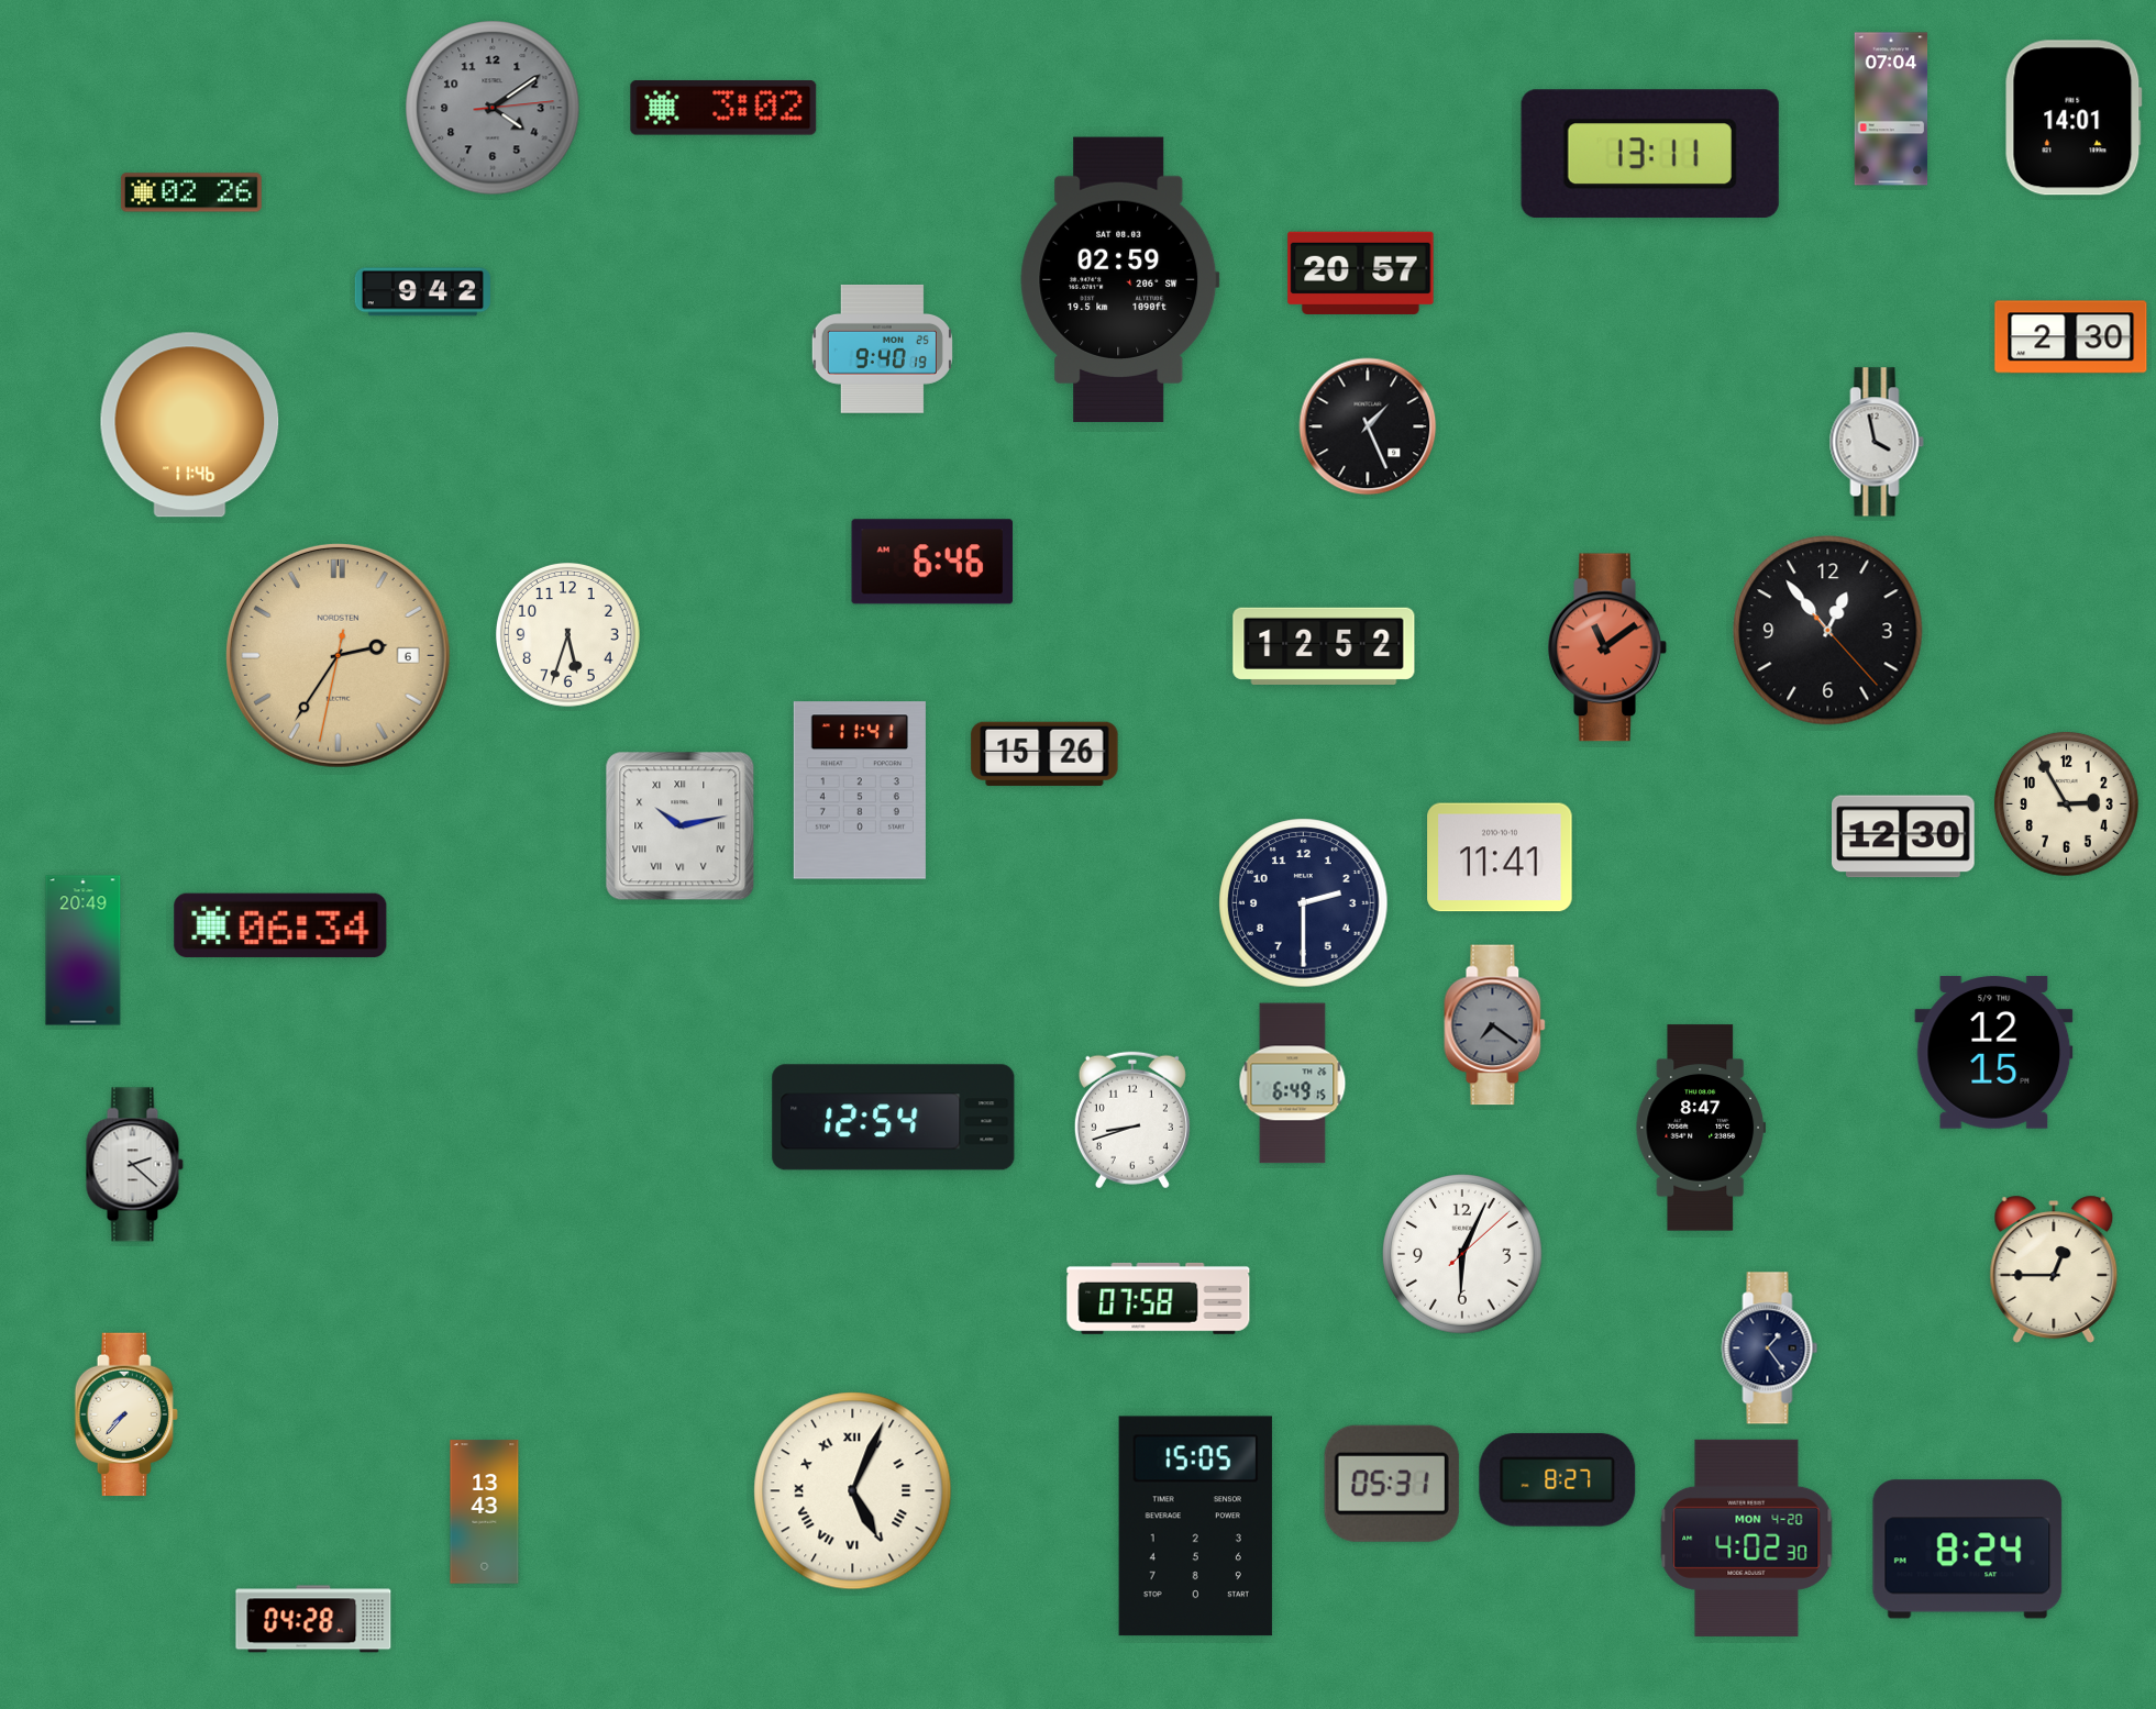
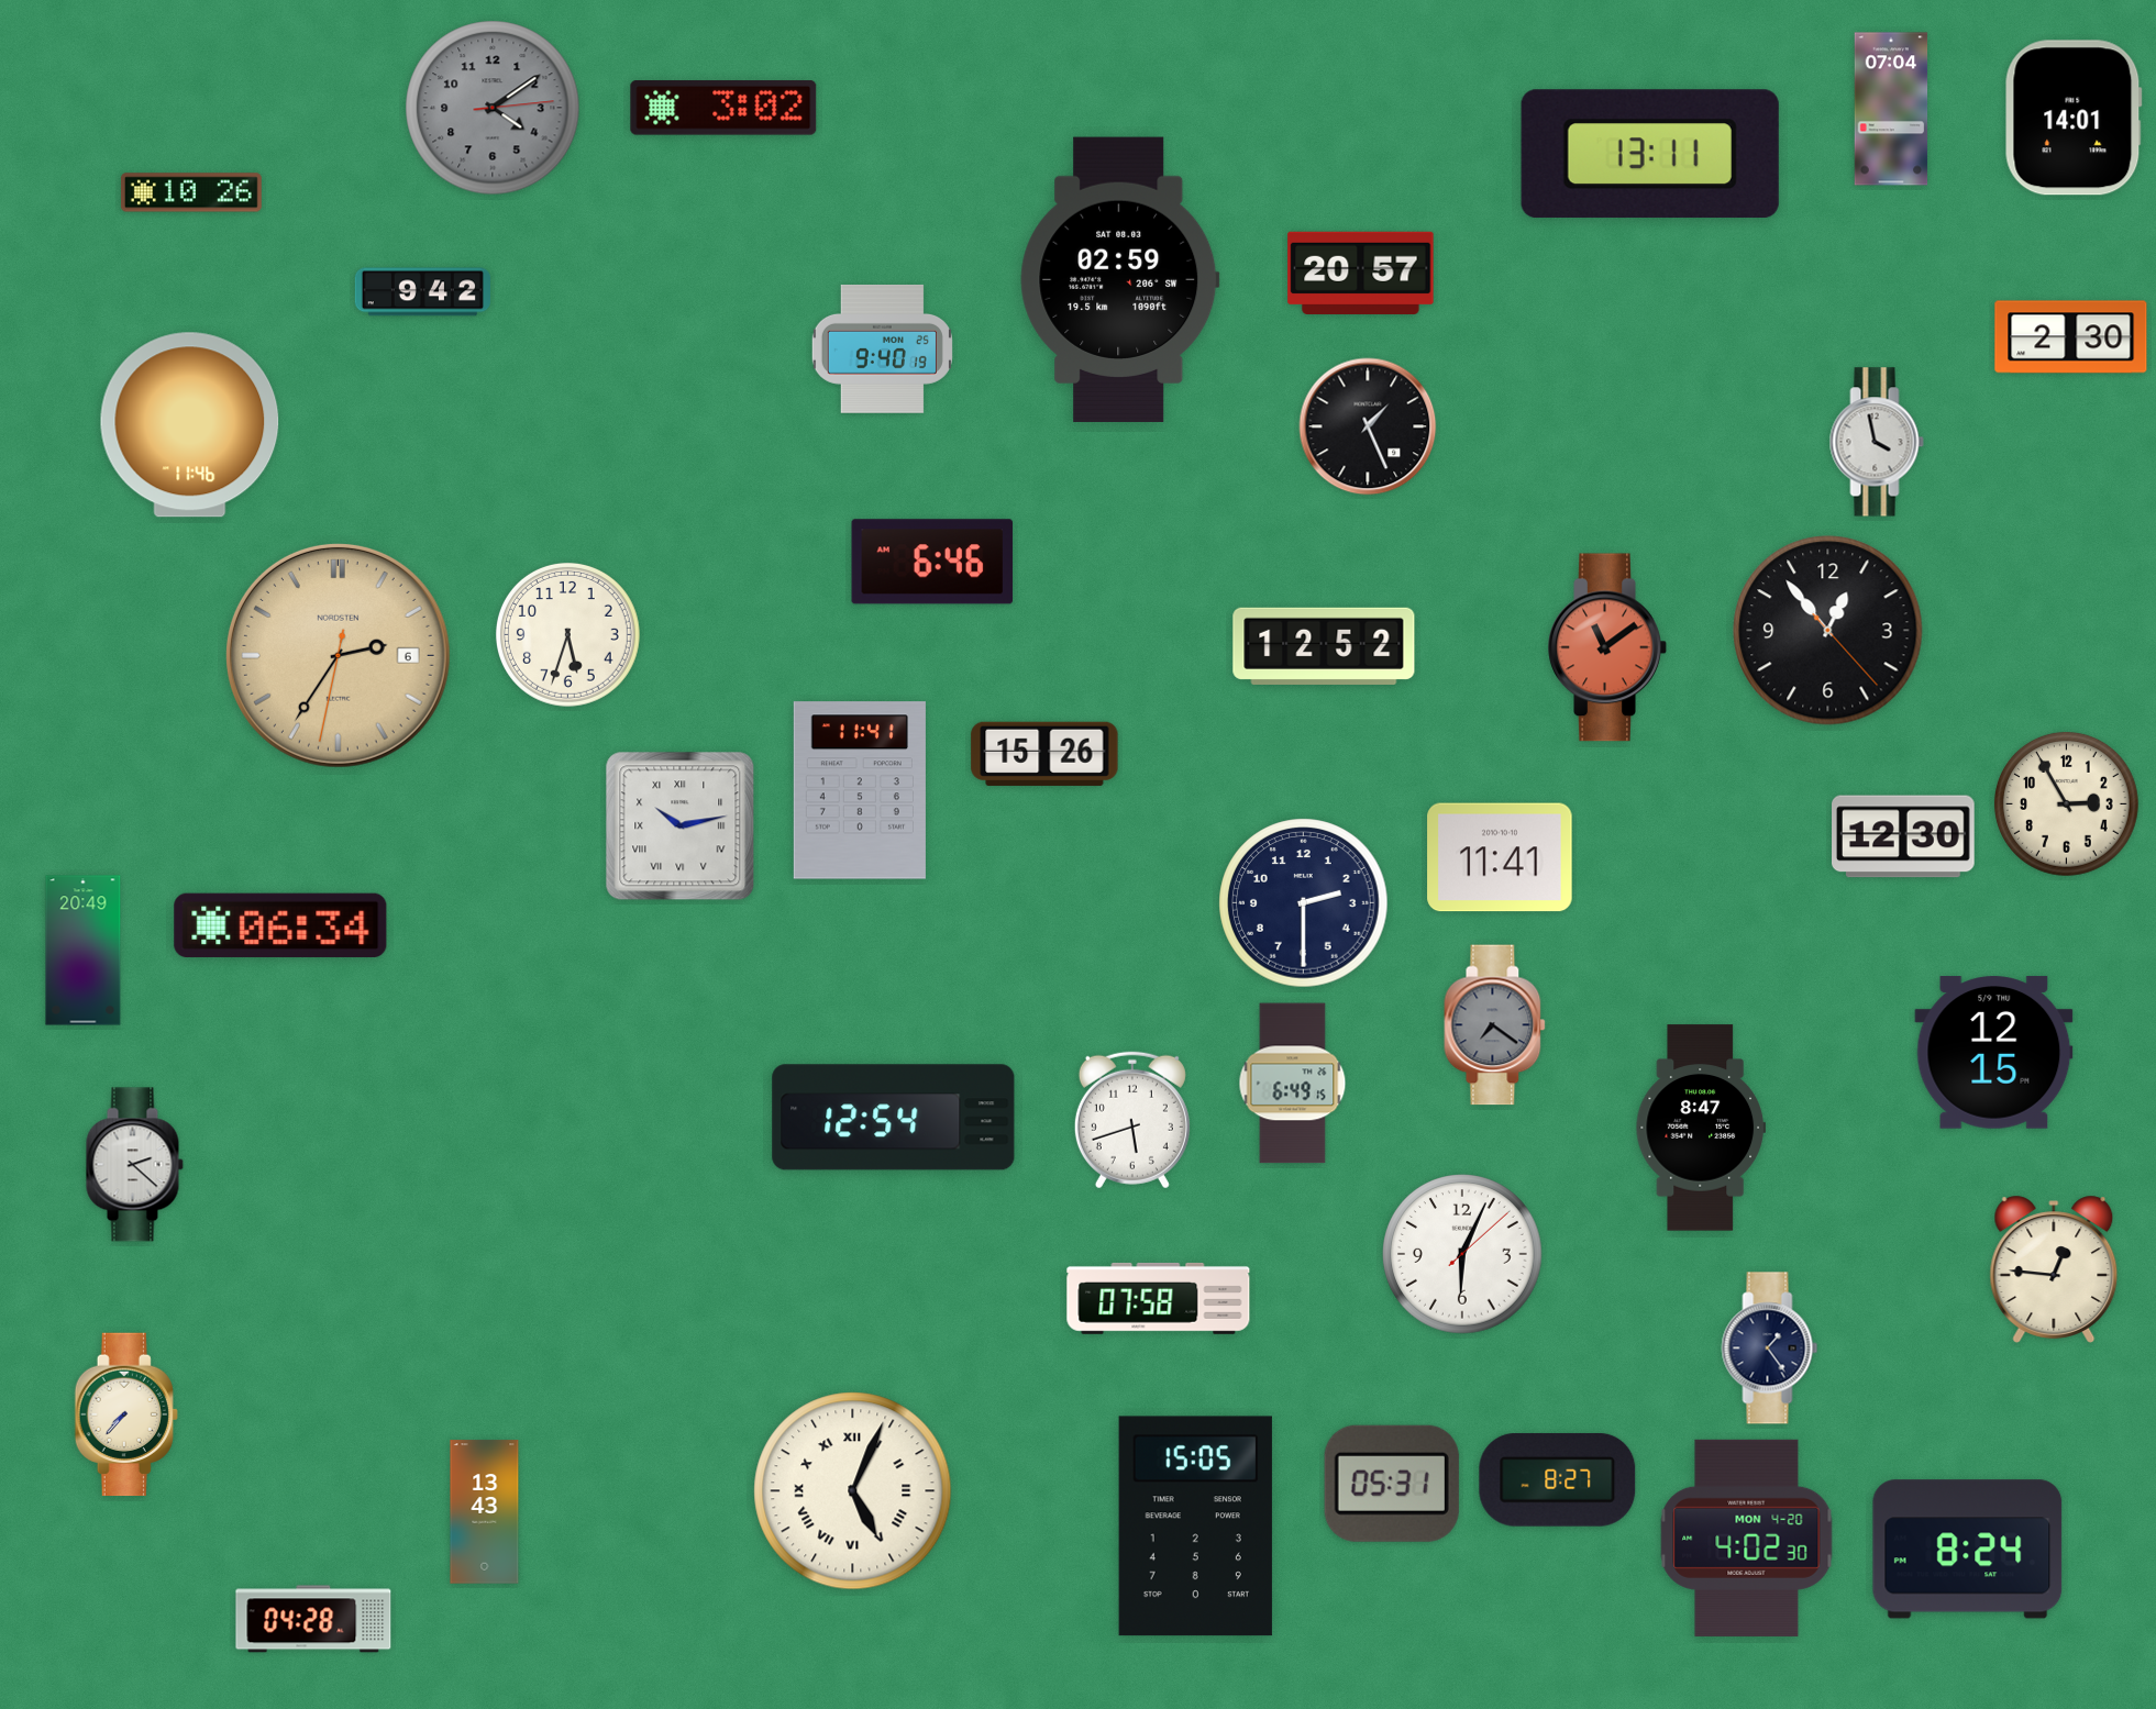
clock at (191, 192): 02:26 -> 10:26
clock at (1132, 1120): 8:42 -> 5:42
clock at (2054, 1269): 12:45 -> 12:46
